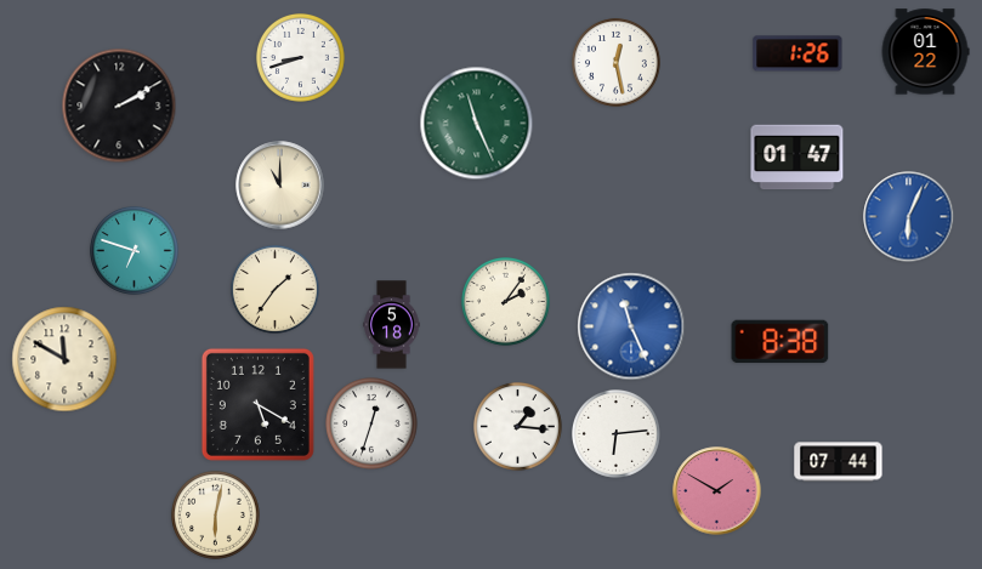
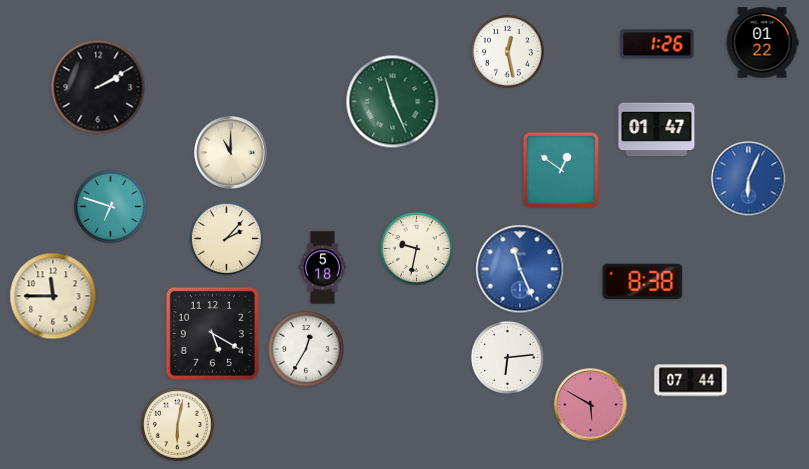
clock at (301, 58): 8:42 -> none
clock at (561, 170): none -> 12:51
clock at (276, 290): 1:36 -> 2:07
clock at (506, 302): 2:06 -> 9:32
clock at (64, 359): 11:50 -> 11:45
clock at (371, 423): 12:33 -> 12:35
clock at (518, 427): 1:16 -> none
clock at (717, 491): 1:50 -> 5:50
